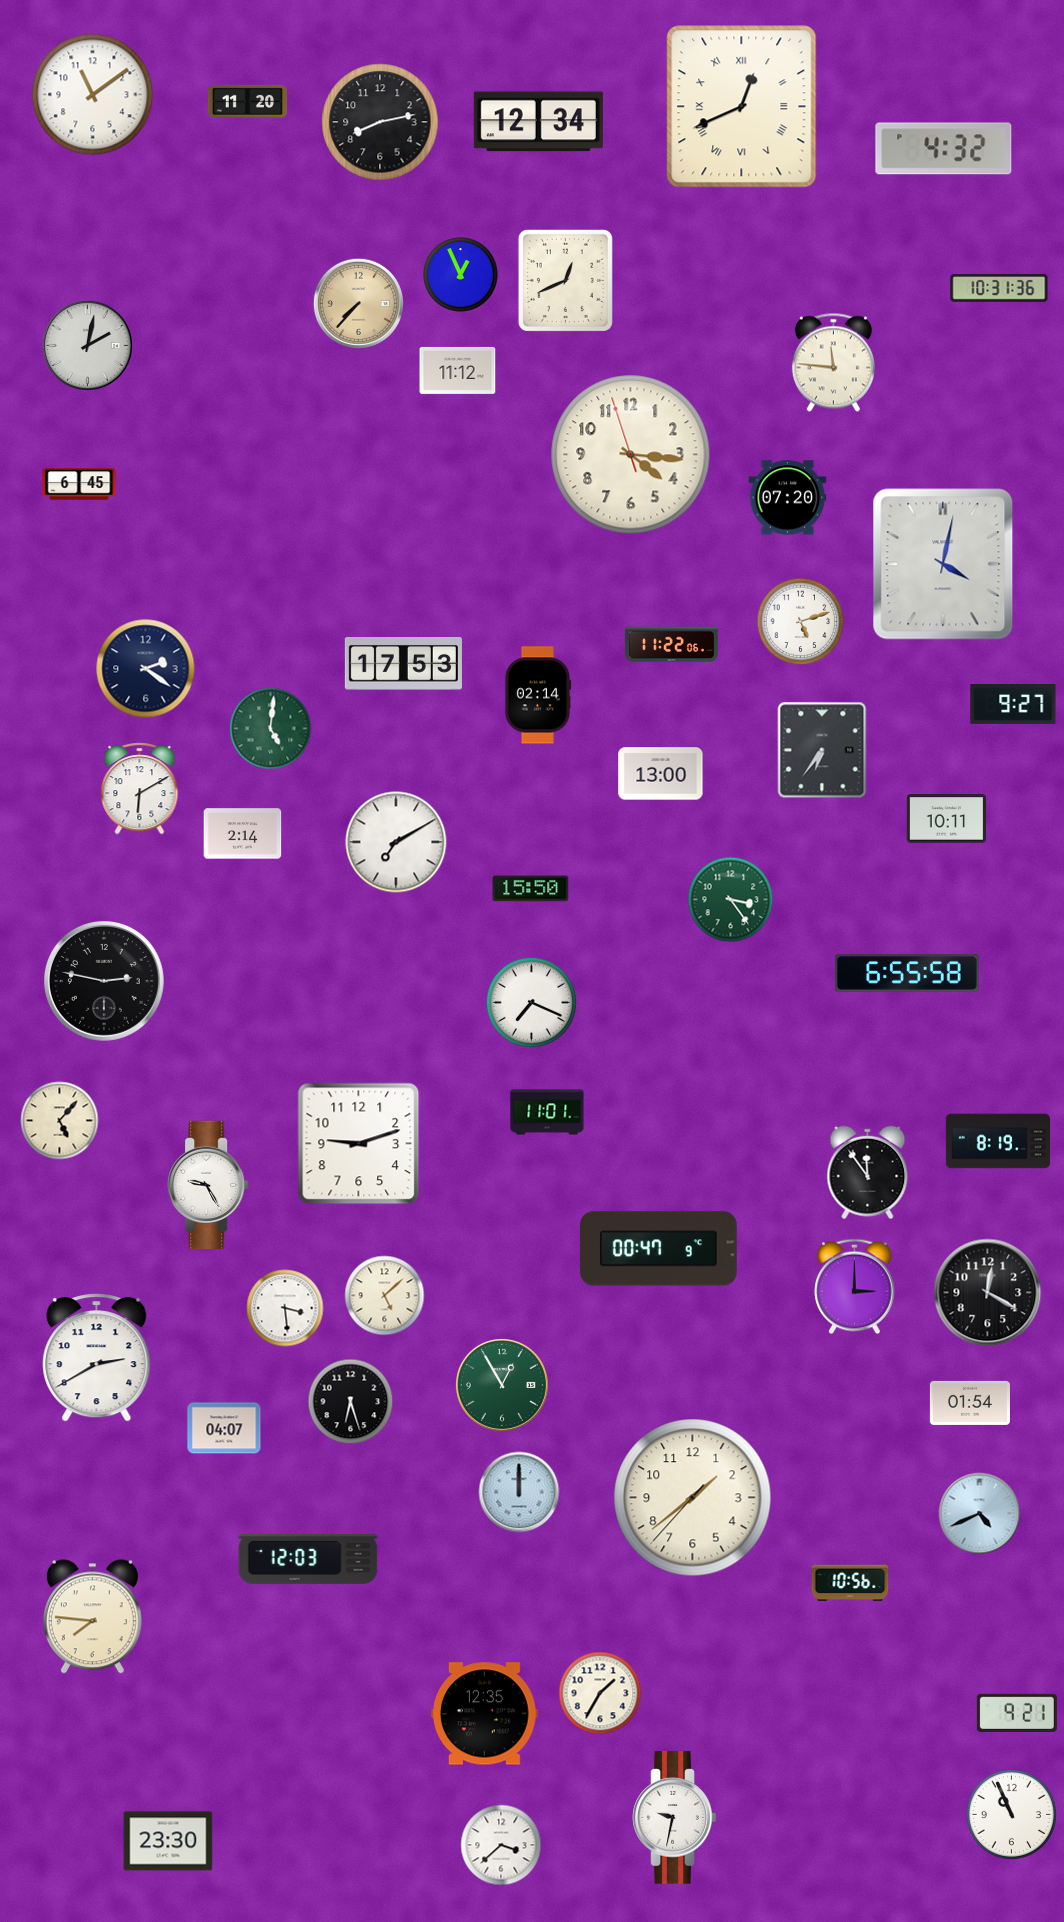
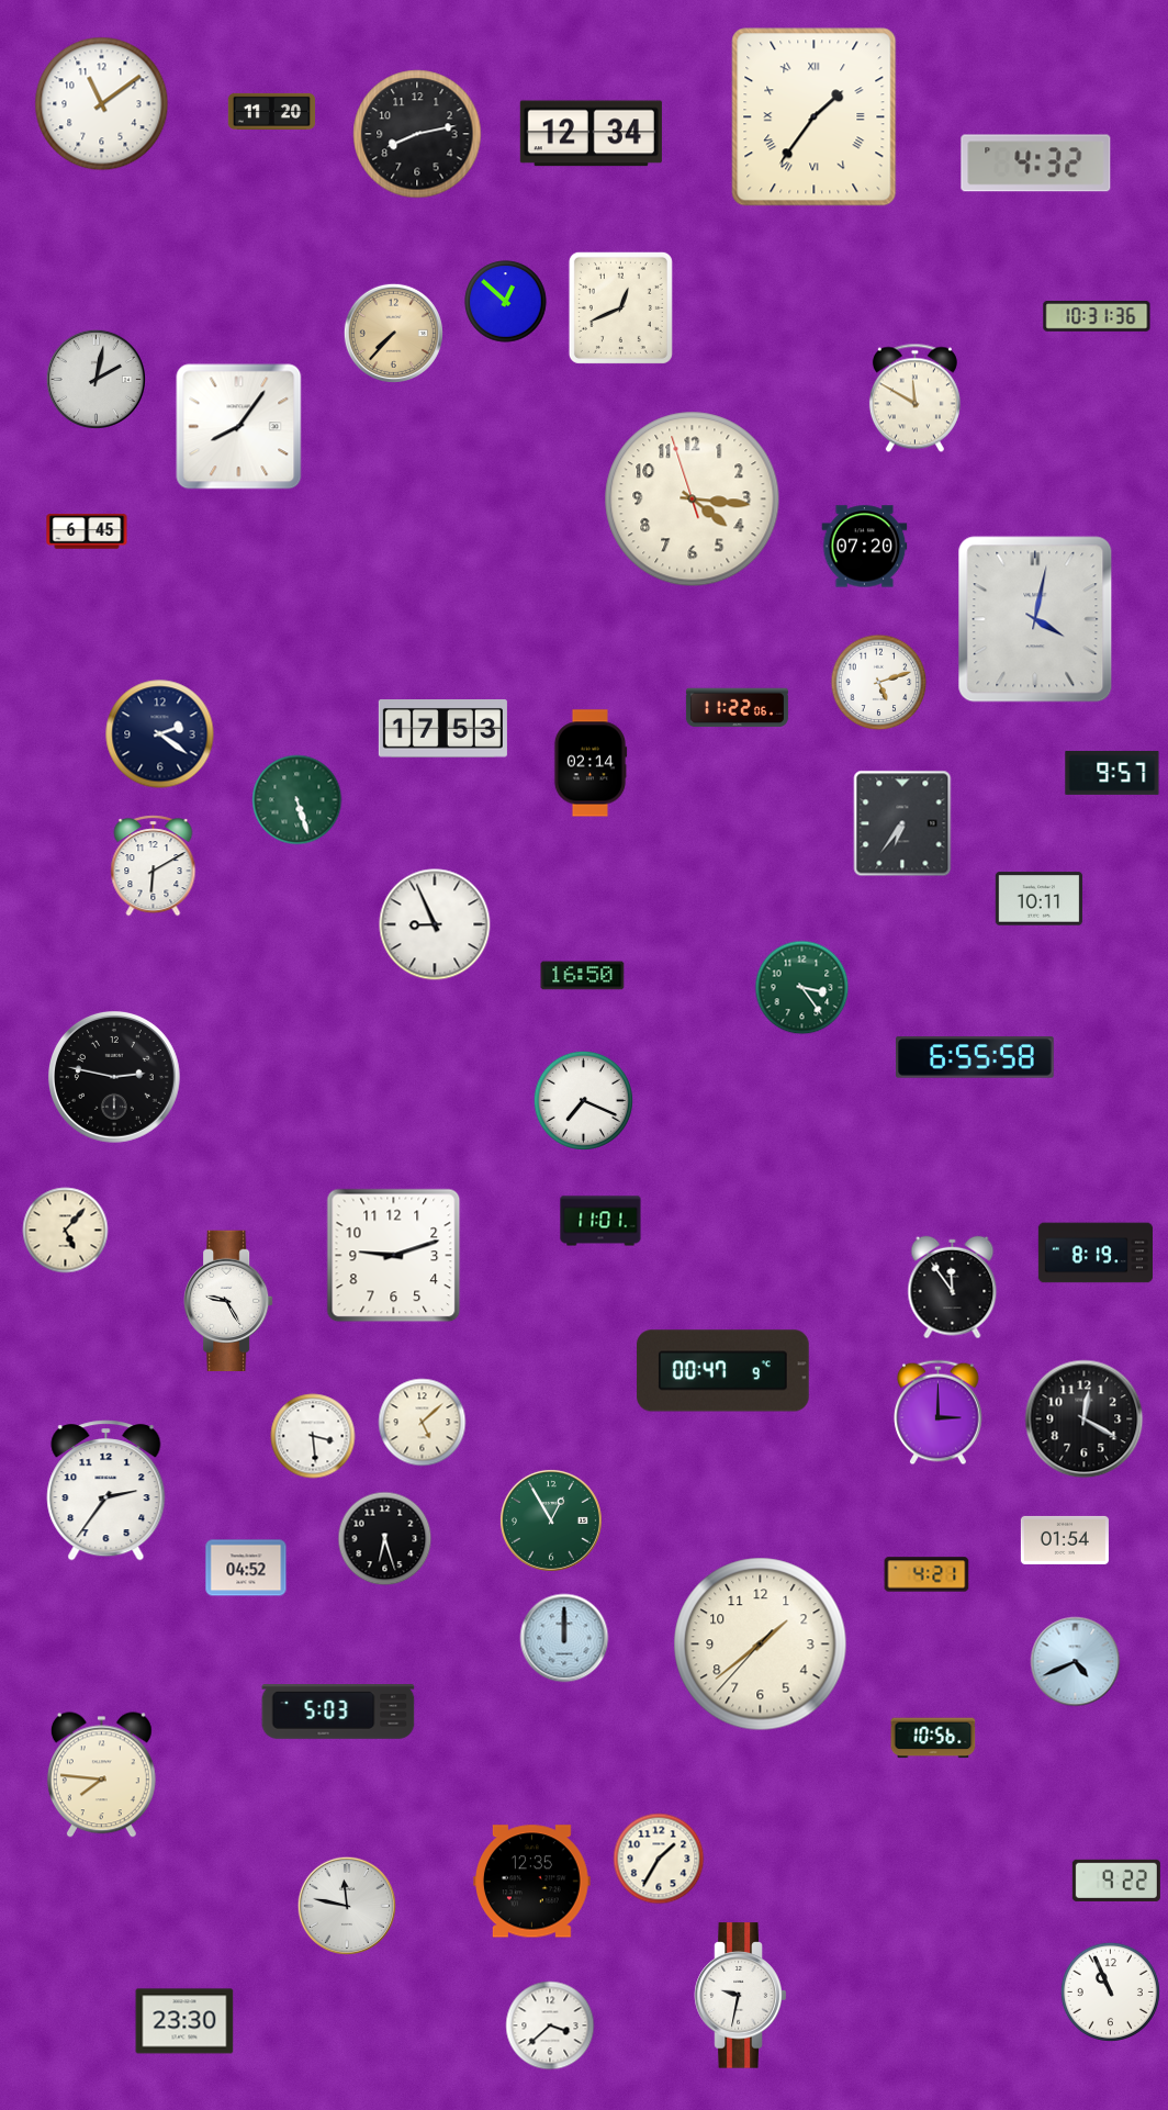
clock at (742, 107): 12:41 -> 1:36
clock at (461, 275): 12:56 -> 12:52
clock at (833, 363): 11:46 -> 11:50
clock at (458, 370): 11:12 -> none
clock at (239, 427): none -> 8:06
clock at (1013, 704): 9:27 -> 9:57
clock at (271, 729): 5:01 -> 5:27
clock at (661, 774): 13:00 -> none
clock at (243, 834): 2:14 -> none
clock at (396, 842): 7:10 -> 8:56
clock at (531, 889): 15:50 -> 16:50
clock at (908, 973) position: (908, 973) -> (976, 1057)
clock at (97, 1358): 2:40 -> 2:36
clock at (224, 1428): 04:07 -> 04:52
clock at (926, 1574): none -> 4:21
clock at (519, 1492) position: (519, 1492) -> (564, 1638)
clock at (308, 1559): 12:03 -> 5:03
clock at (1017, 1713): 9:21 -> 9:22
clock at (346, 1905): none -> 11:47
